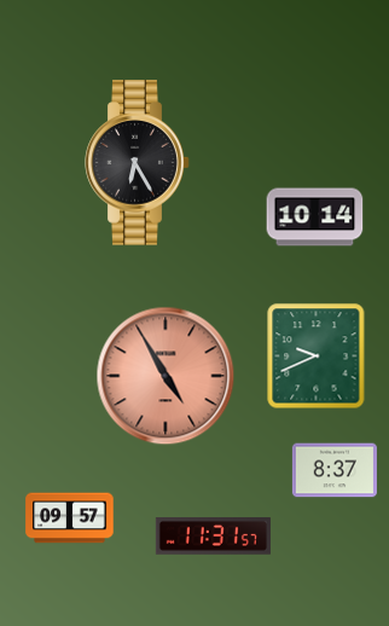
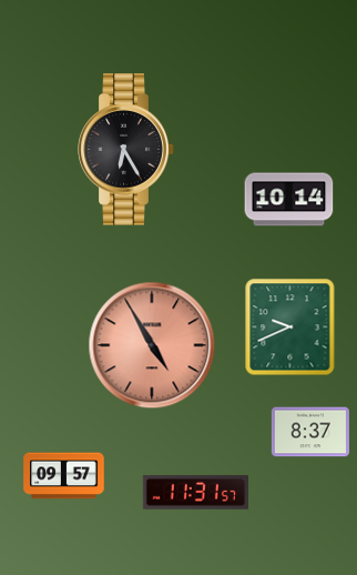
clock at (335, 470) position: (335, 470) -> (310, 432)
